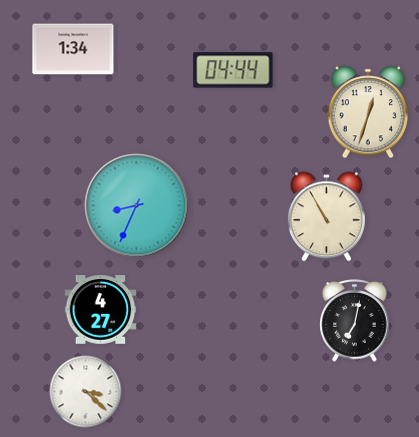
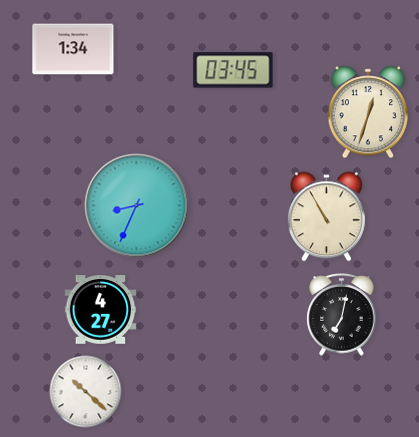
clock at (233, 70): 04:44 -> 03:45
clock at (355, 321) position: (355, 321) -> (342, 315)
clock at (86, 392): 3:22 -> 10:22
